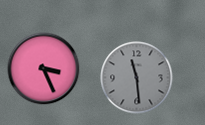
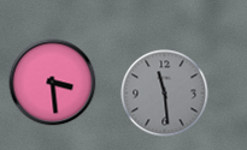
clock at (44, 69): 3:26 -> 3:29
